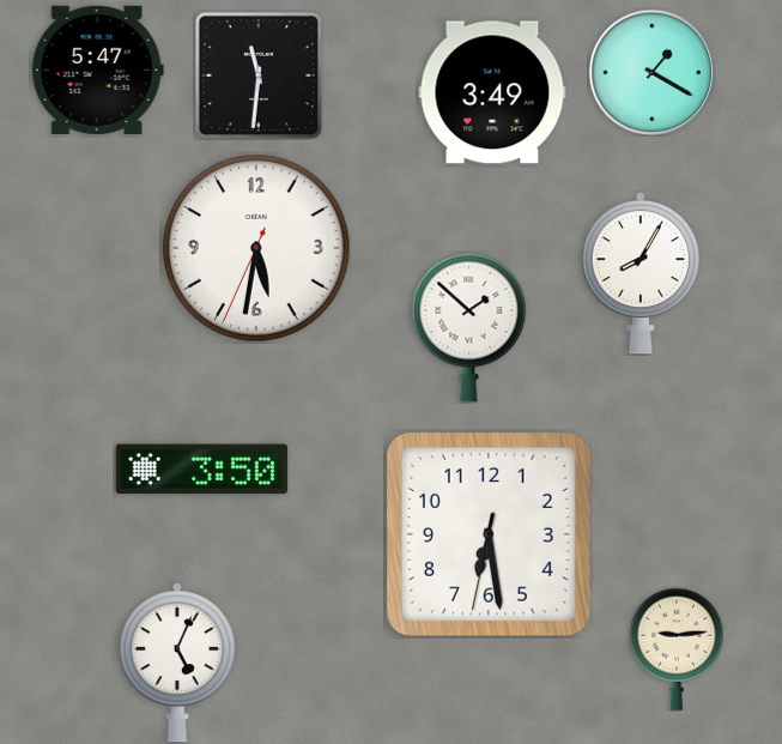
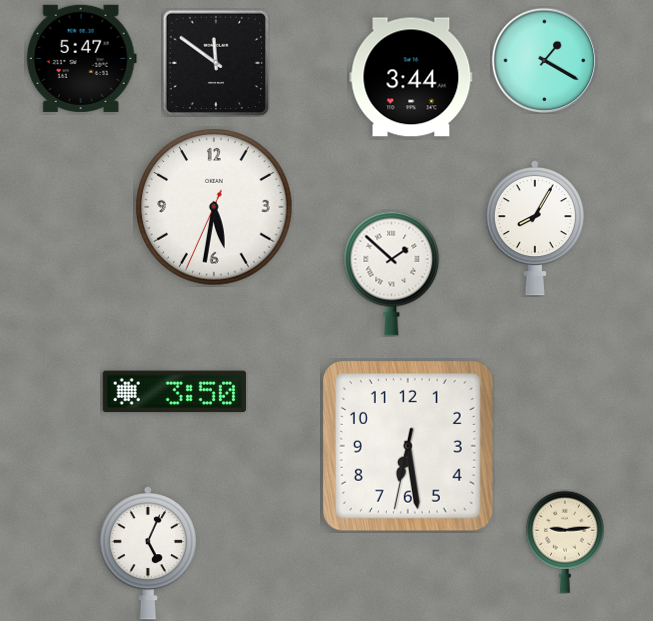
clock at (259, 75): 11:31 -> 11:51
clock at (492, 92): 3:49 -> 3:44
clock at (201, 470) position: (201, 470) -> (174, 392)
